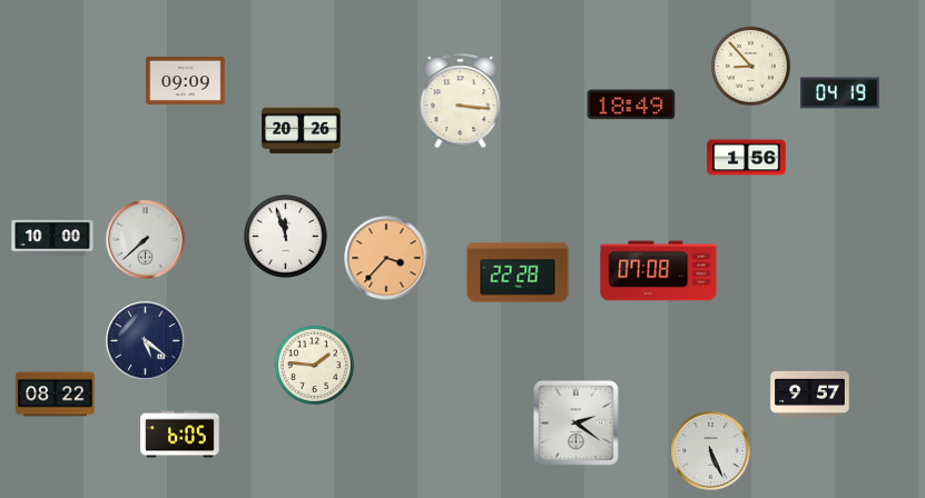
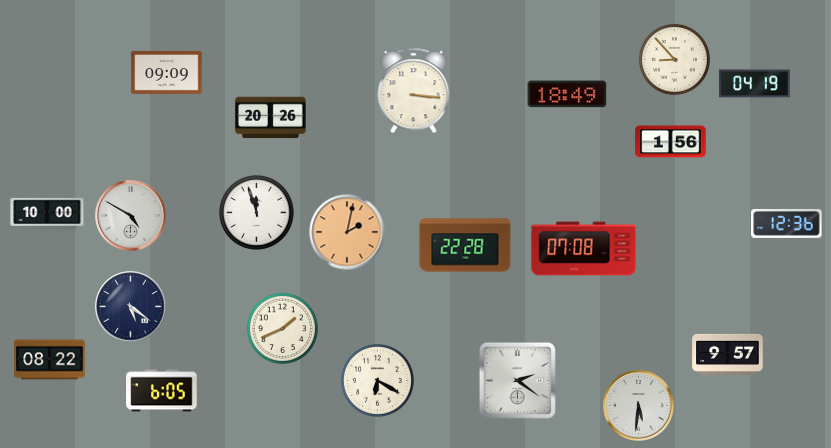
clock at (146, 240): 7:38 -> 4:50
clock at (787, 223): none -> 12:36
clock at (386, 258): 3:37 -> 2:02
clock at (659, 271) position: (659, 271) -> (584, 249)
clock at (314, 365): 1:46 -> 1:41
clock at (56, 395) position: (56, 395) -> (50, 360)
clock at (377, 380): none -> 6:20
clock at (711, 451): 5:26 -> 5:31
